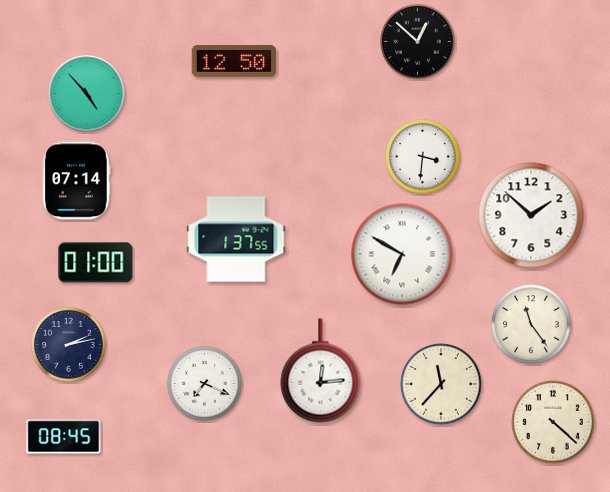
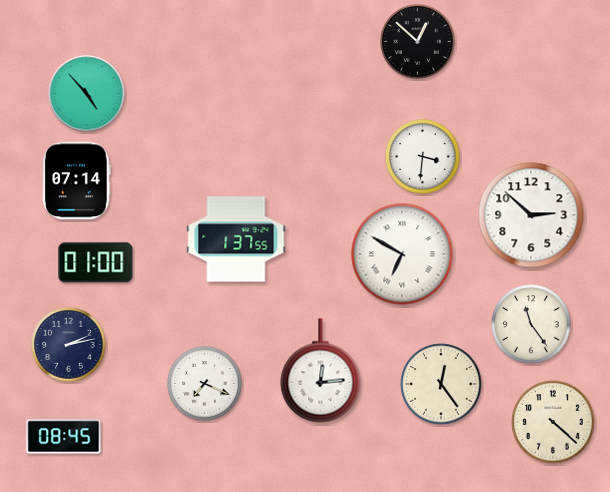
clock at (234, 62): 12:50 -> none
clock at (531, 215): 1:52 -> 2:52
clock at (441, 384): 11:37 -> 12:24
